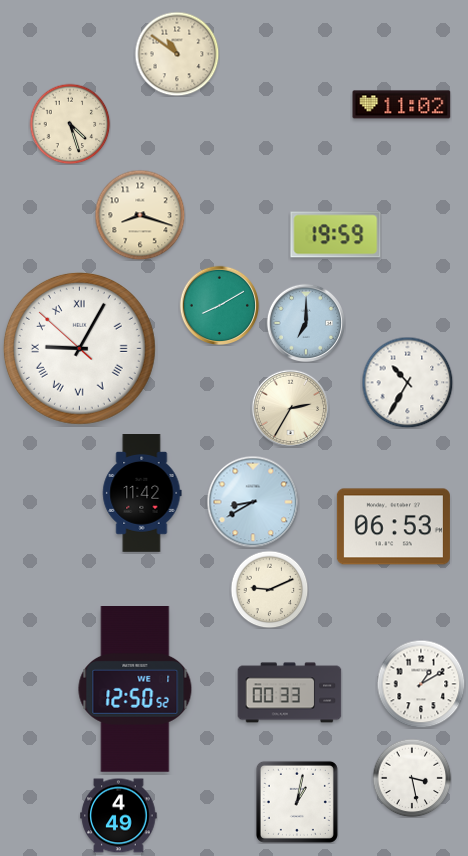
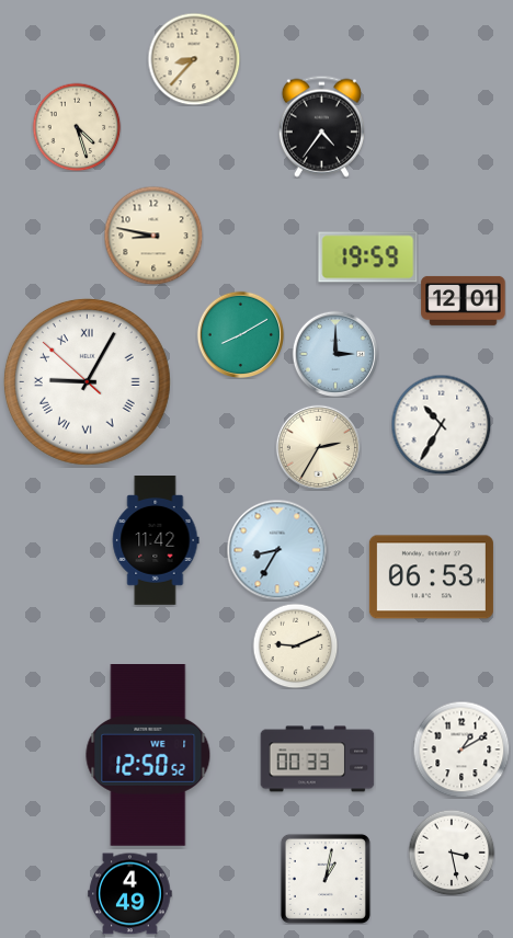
clock at (177, 54): 10:51 -> 8:37
clock at (402, 105): 11:02 -> none
clock at (321, 126): none -> 4:36
clock at (70, 124) position: (70, 124) -> (77, 127)
clock at (140, 215): 8:18 -> 8:47
clock at (464, 300): none -> 12:01
clock at (305, 322): 7:00 -> 3:00
clock at (407, 382) position: (407, 382) -> (441, 424)
clock at (253, 502): 8:40 -> 8:35
